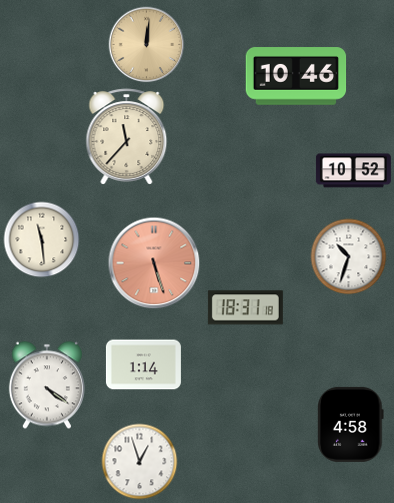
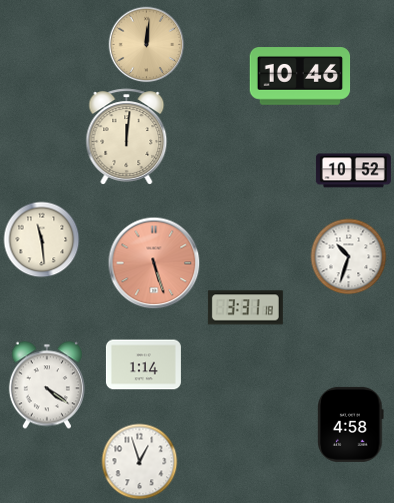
clock at (296, 76) position: (296, 76) -> (300, 76)
clock at (127, 137): 11:37 -> 12:01
clock at (245, 308): 18:31 -> 3:31
